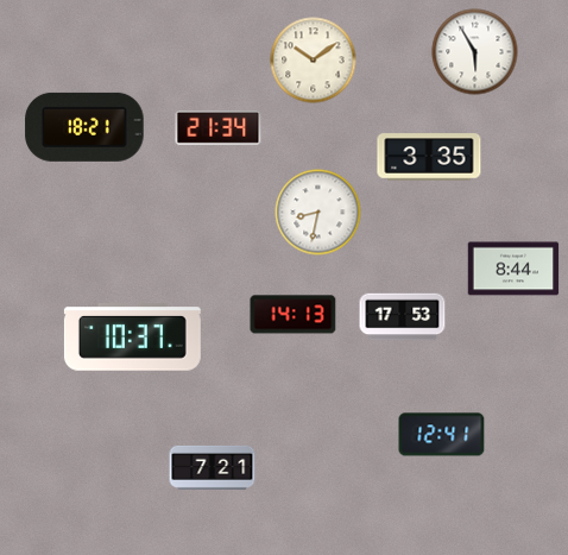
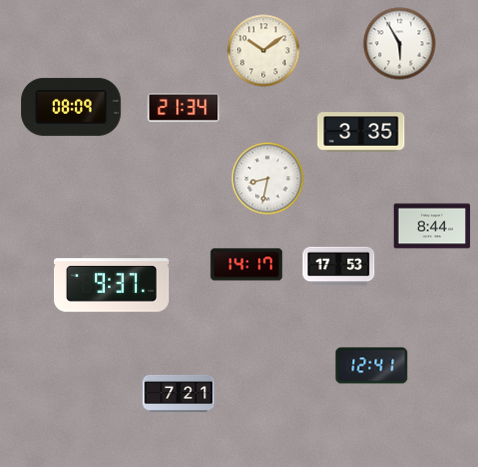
clock at (84, 127): 18:21 -> 08:09
clock at (294, 315): 14:13 -> 14:17
clock at (132, 338): 10:37 -> 9:37
